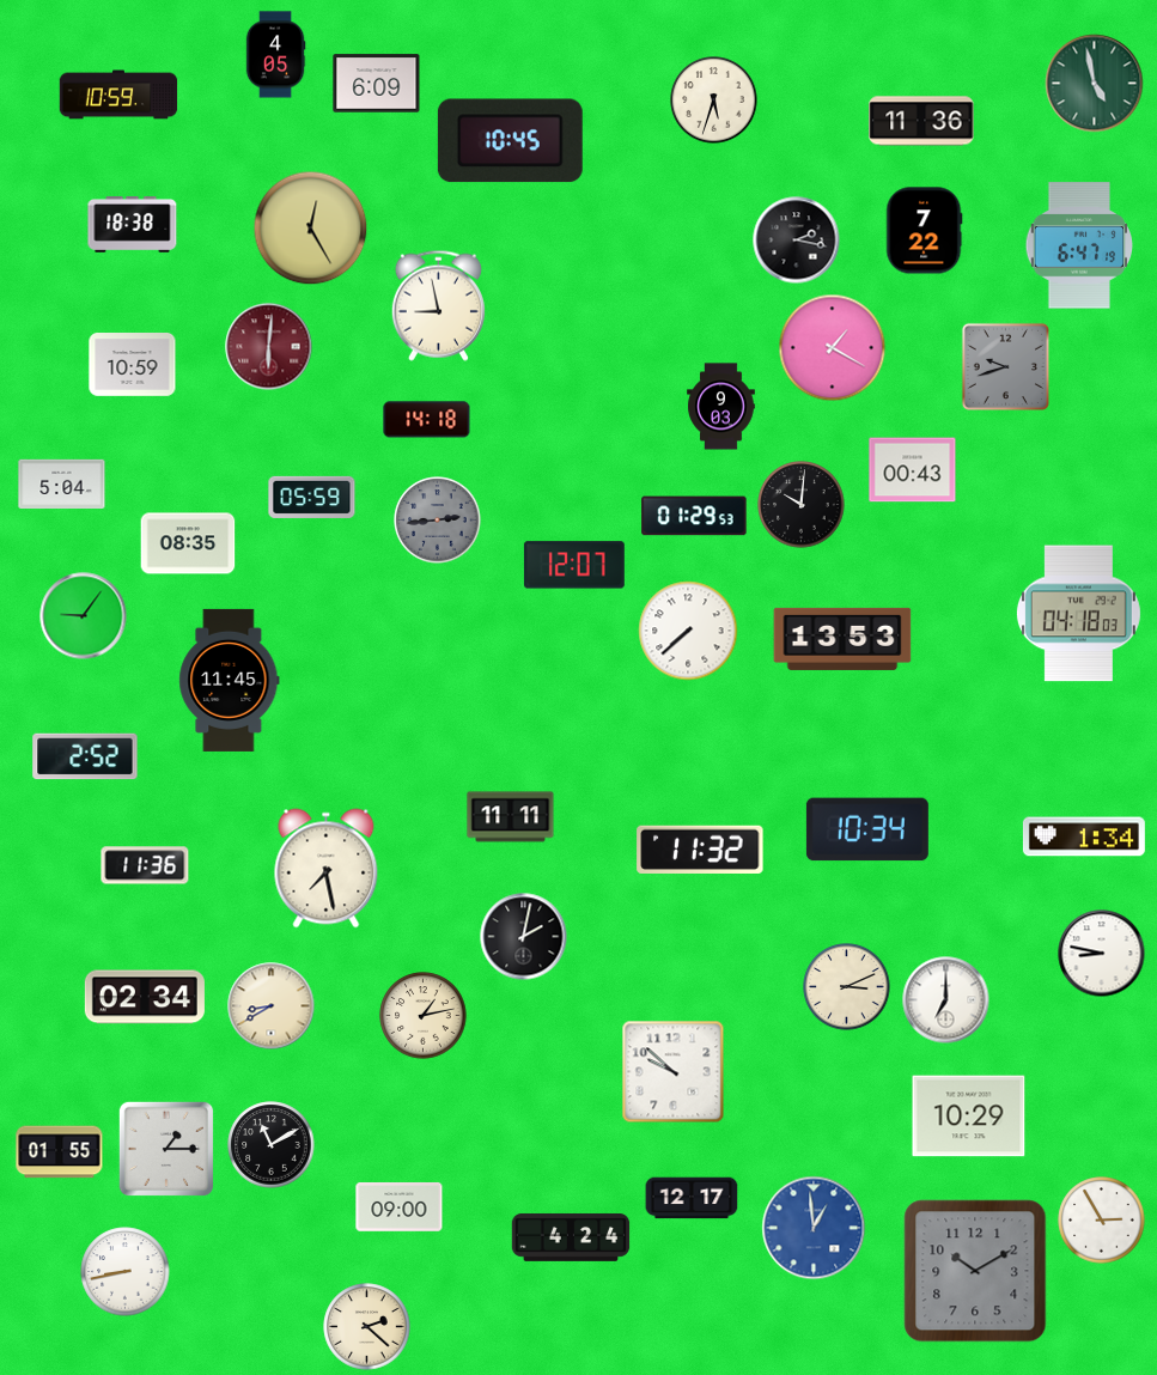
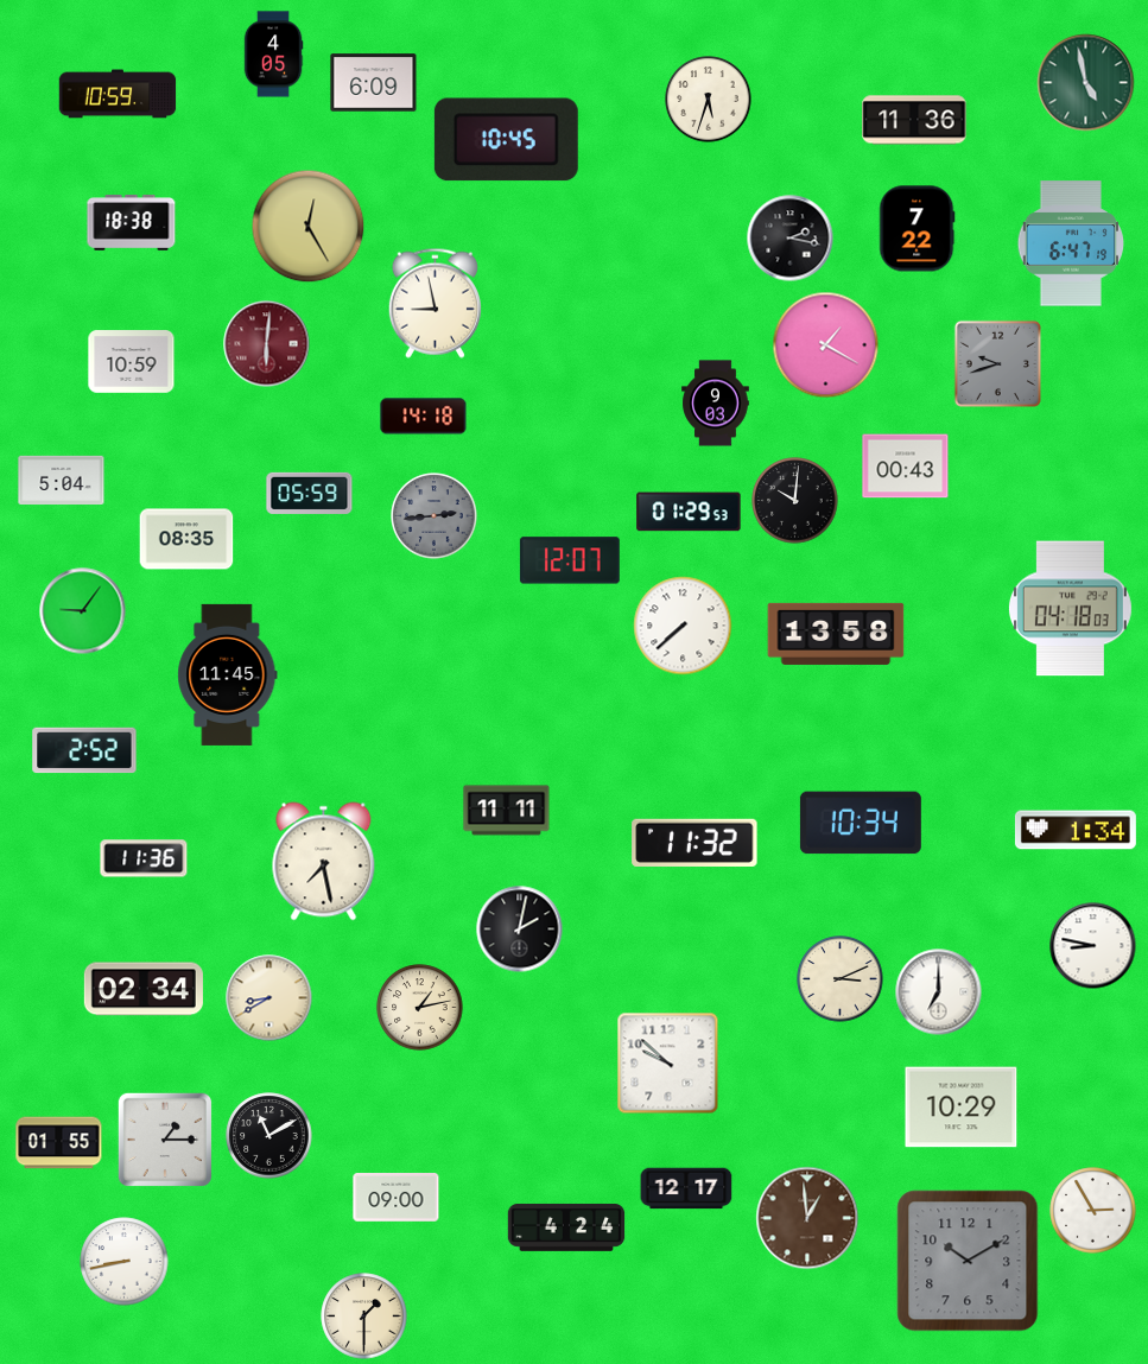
clock at (842, 639): 13:53 -> 13:58
clock at (814, 1228) dial: blue -> brown
clock at (367, 1327): 2:22 -> 1:30
